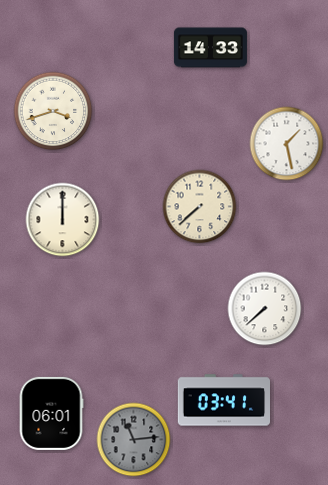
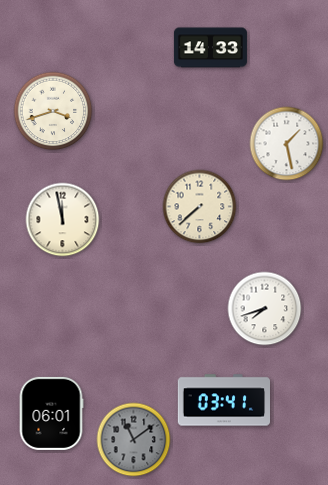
clock at (63, 220): 12:00 -> 11:58
clock at (265, 309): 7:38 -> 7:42
clock at (134, 440): 11:14 -> 11:09
